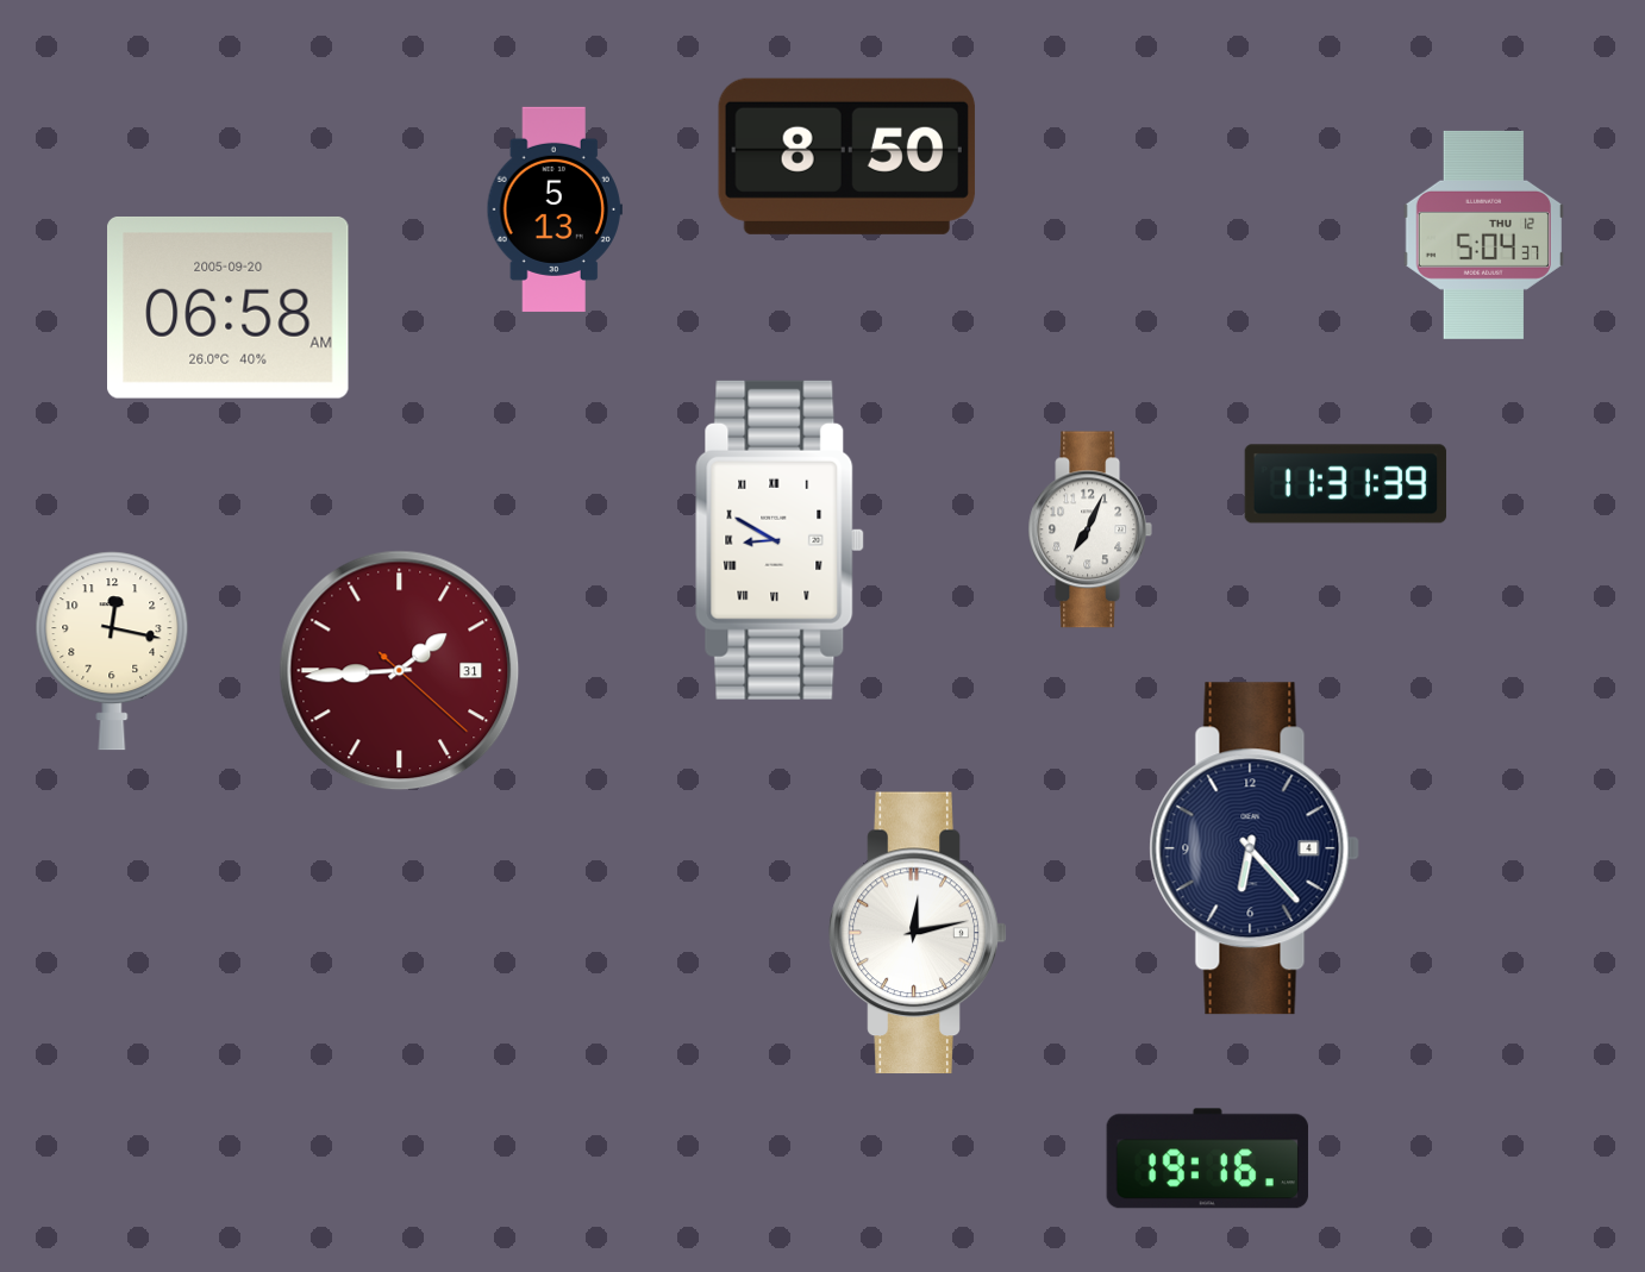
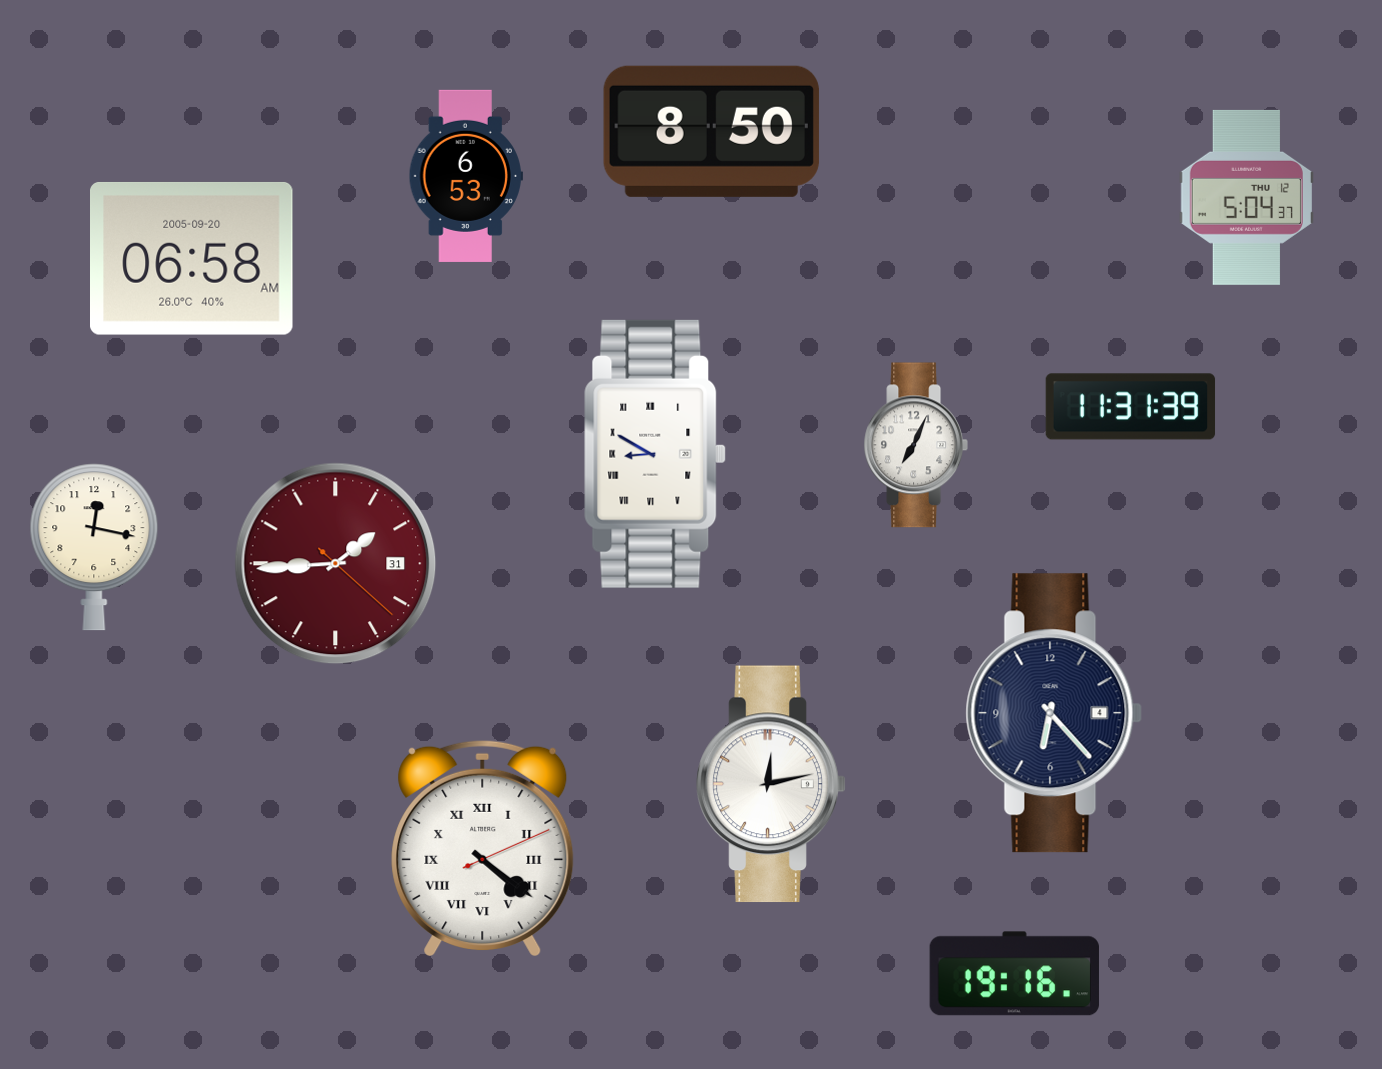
clock at (555, 209): 5:13 -> 6:53
clock at (483, 847): none -> 4:21
